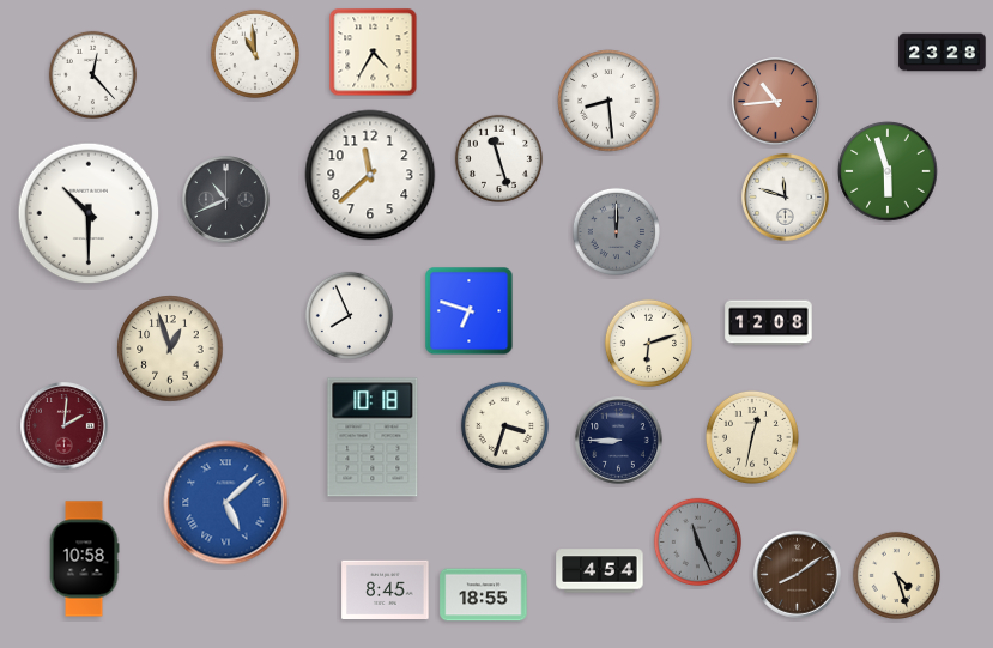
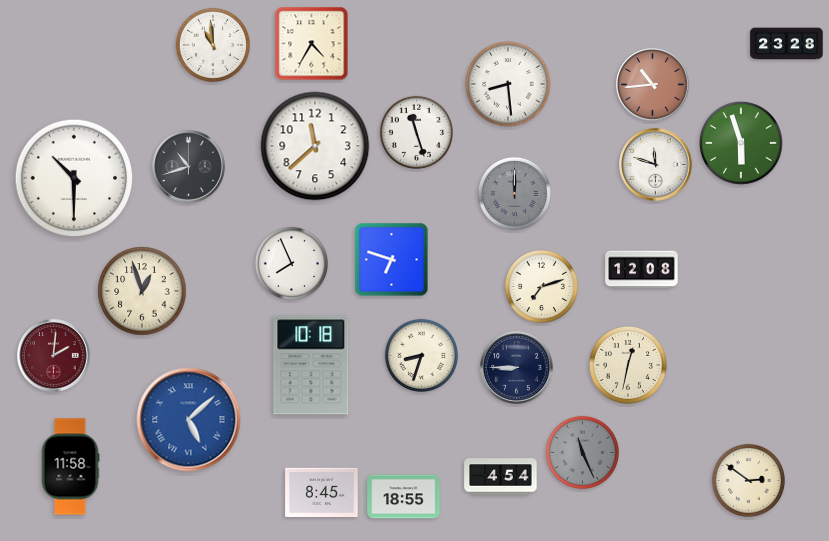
clock at (92, 74): 12:23 -> none
clock at (776, 102) position: (776, 102) -> (653, 85)
clock at (370, 175) position: (370, 175) -> (315, 146)
clock at (226, 200): 10:41 -> 10:42
clock at (648, 343): 6:12 -> 7:12
clock at (504, 425): 3:33 -> 8:33
clock at (84, 559): 10:58 -> 11:58
clock at (798, 575): 8:09 -> none
clock at (896, 575): 4:27 -> 2:51
